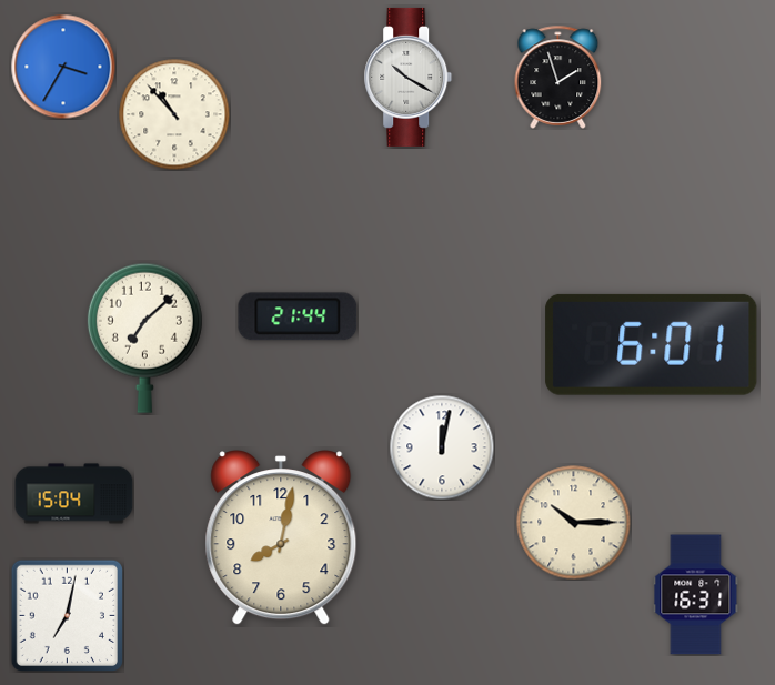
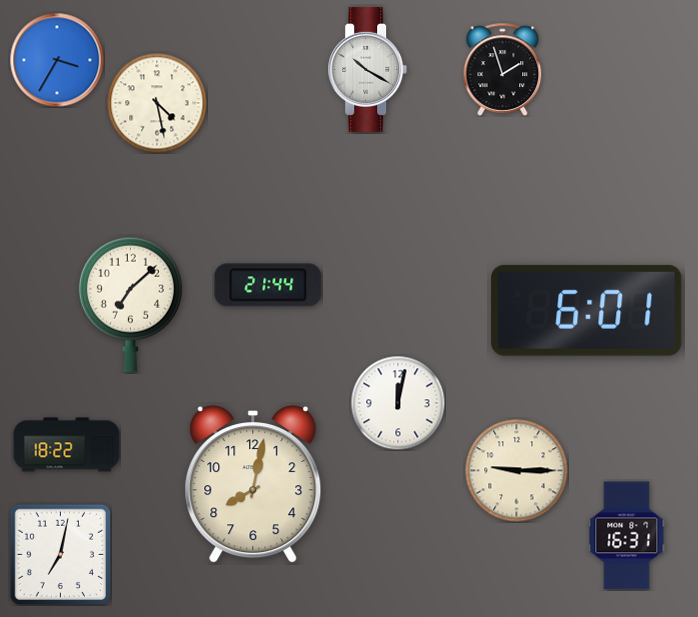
clock at (174, 114): 10:53 -> 4:28
clock at (74, 494): 15:04 -> 18:22
clock at (574, 523): 10:15 -> 9:15
